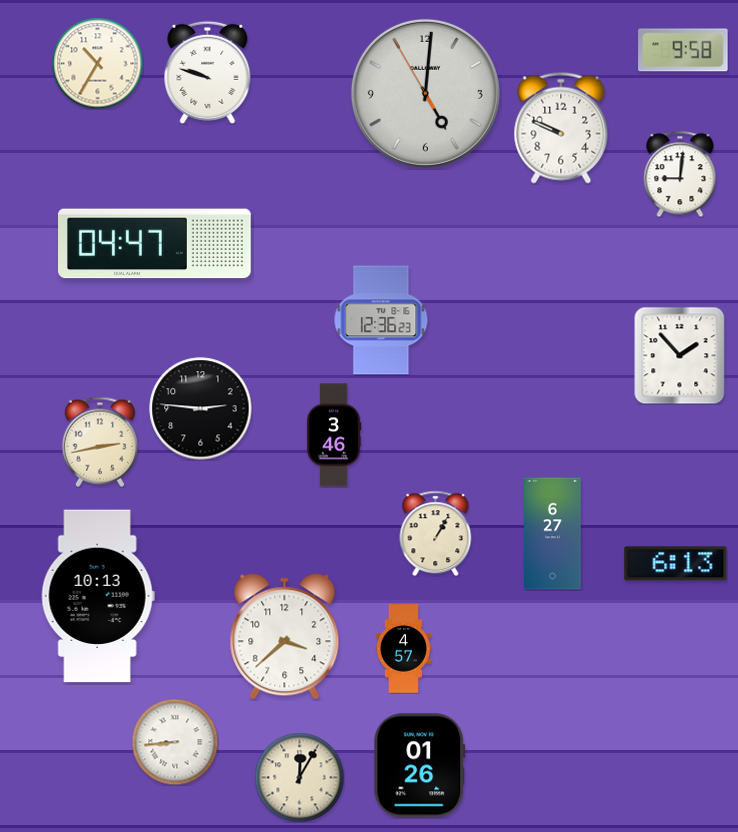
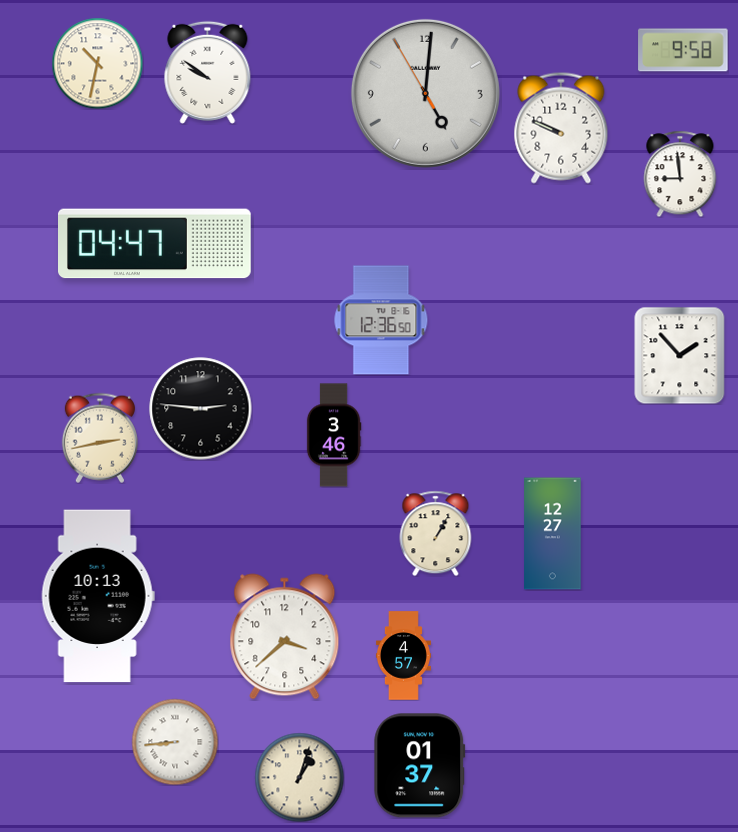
clock at (97, 63): 10:35 -> 10:32
clock at (208, 72): 9:48 -> 9:51
clock at (680, 174): 9:01 -> 8:59
clock at (381, 320): 12:36:23 -> 12:36:50
clock at (100, 442) position: (100, 442) -> (100, 438)
clock at (553, 534): 6:27 -> 12:27
clock at (676, 564): 6:13 -> none
clock at (403, 649) position: (403, 649) -> (403, 656)
clock at (420, 766): 01:26 -> 01:37
clock at (299, 777): 12:05 -> 1:03
